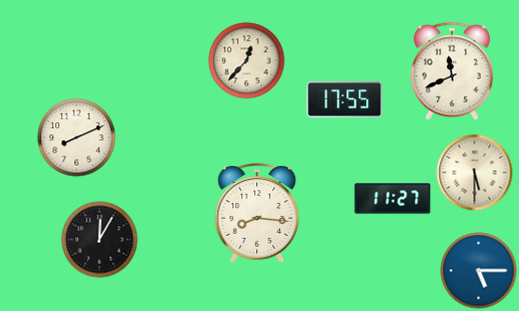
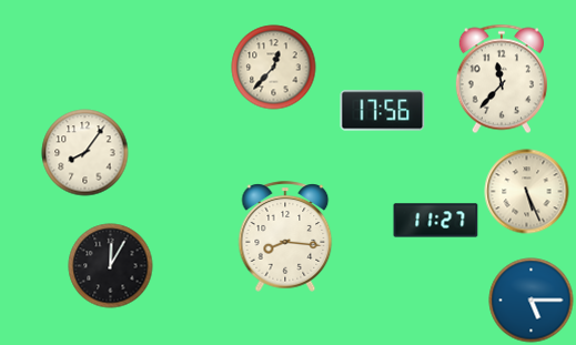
clock at (452, 71): 11:41 -> 11:37
clock at (345, 100): 17:55 -> 17:56
clock at (77, 138): 8:11 -> 8:06
clock at (475, 173): 5:30 -> 5:26
